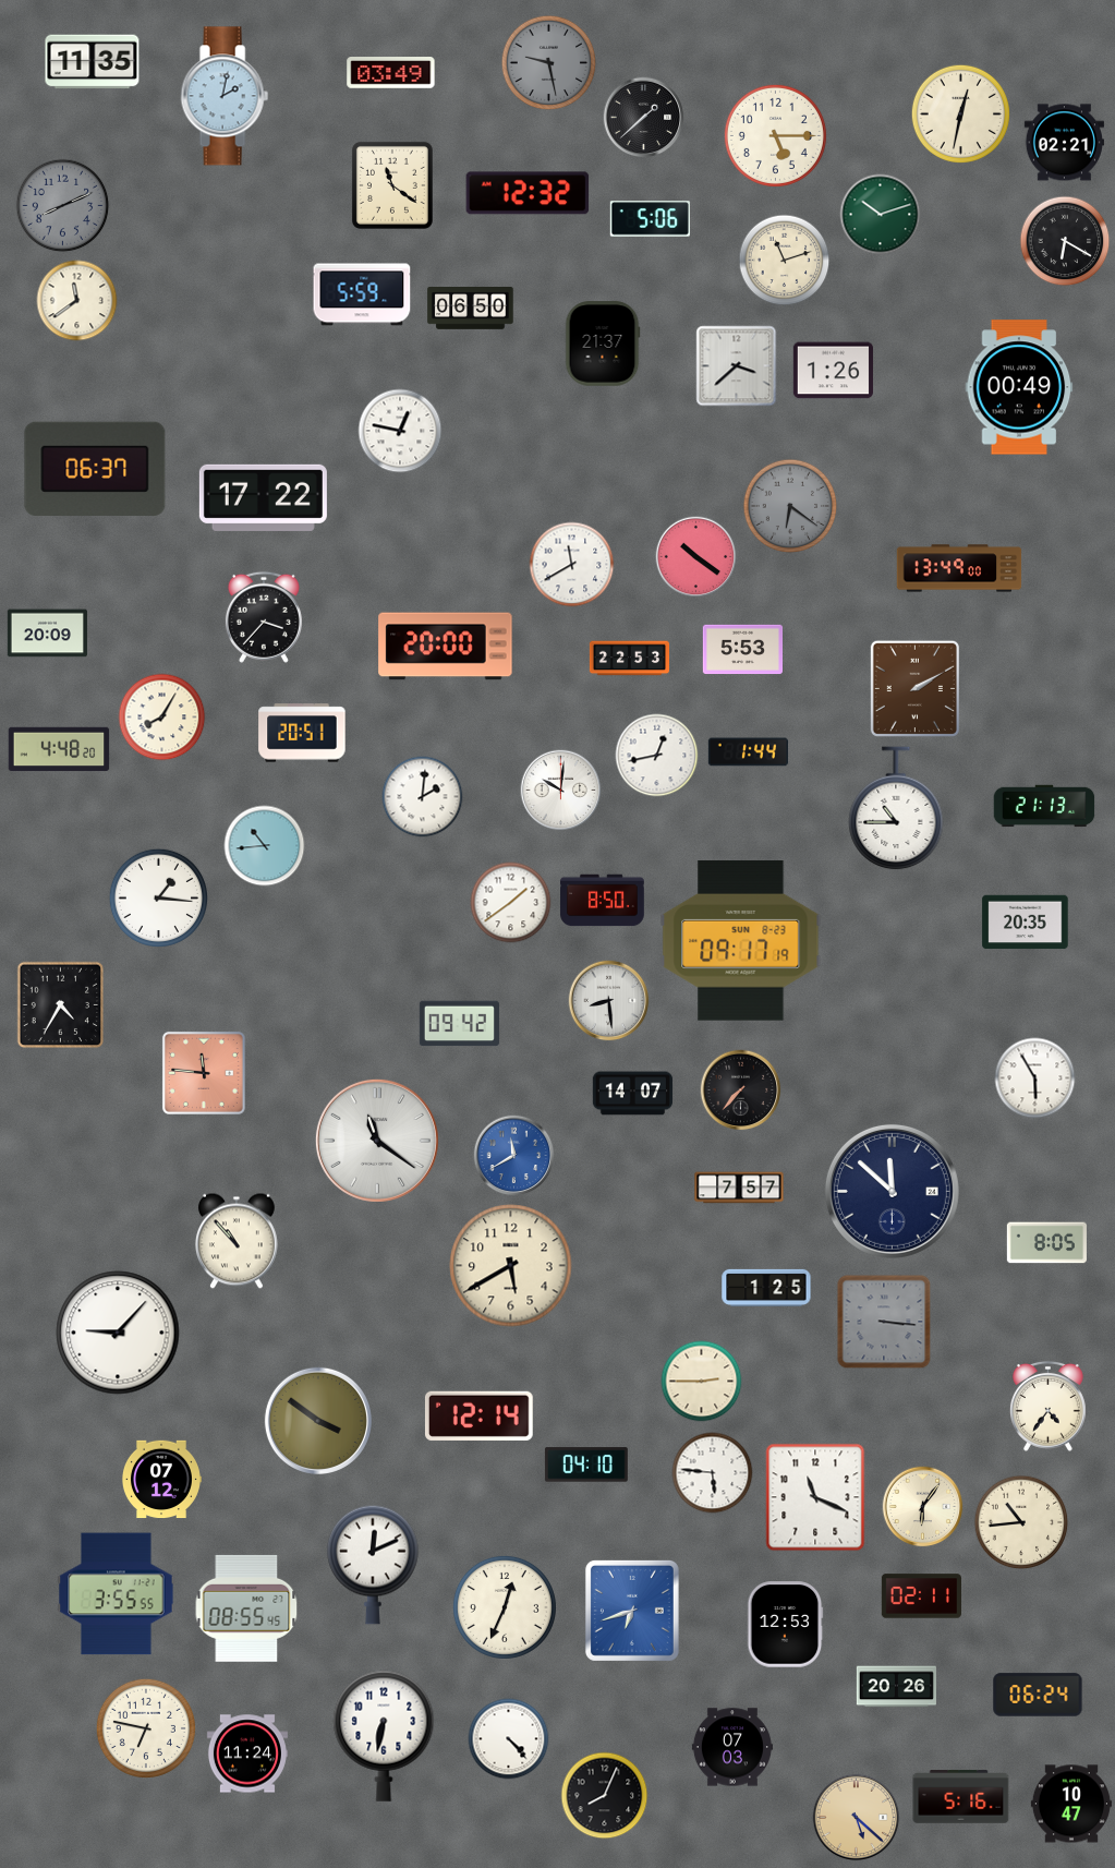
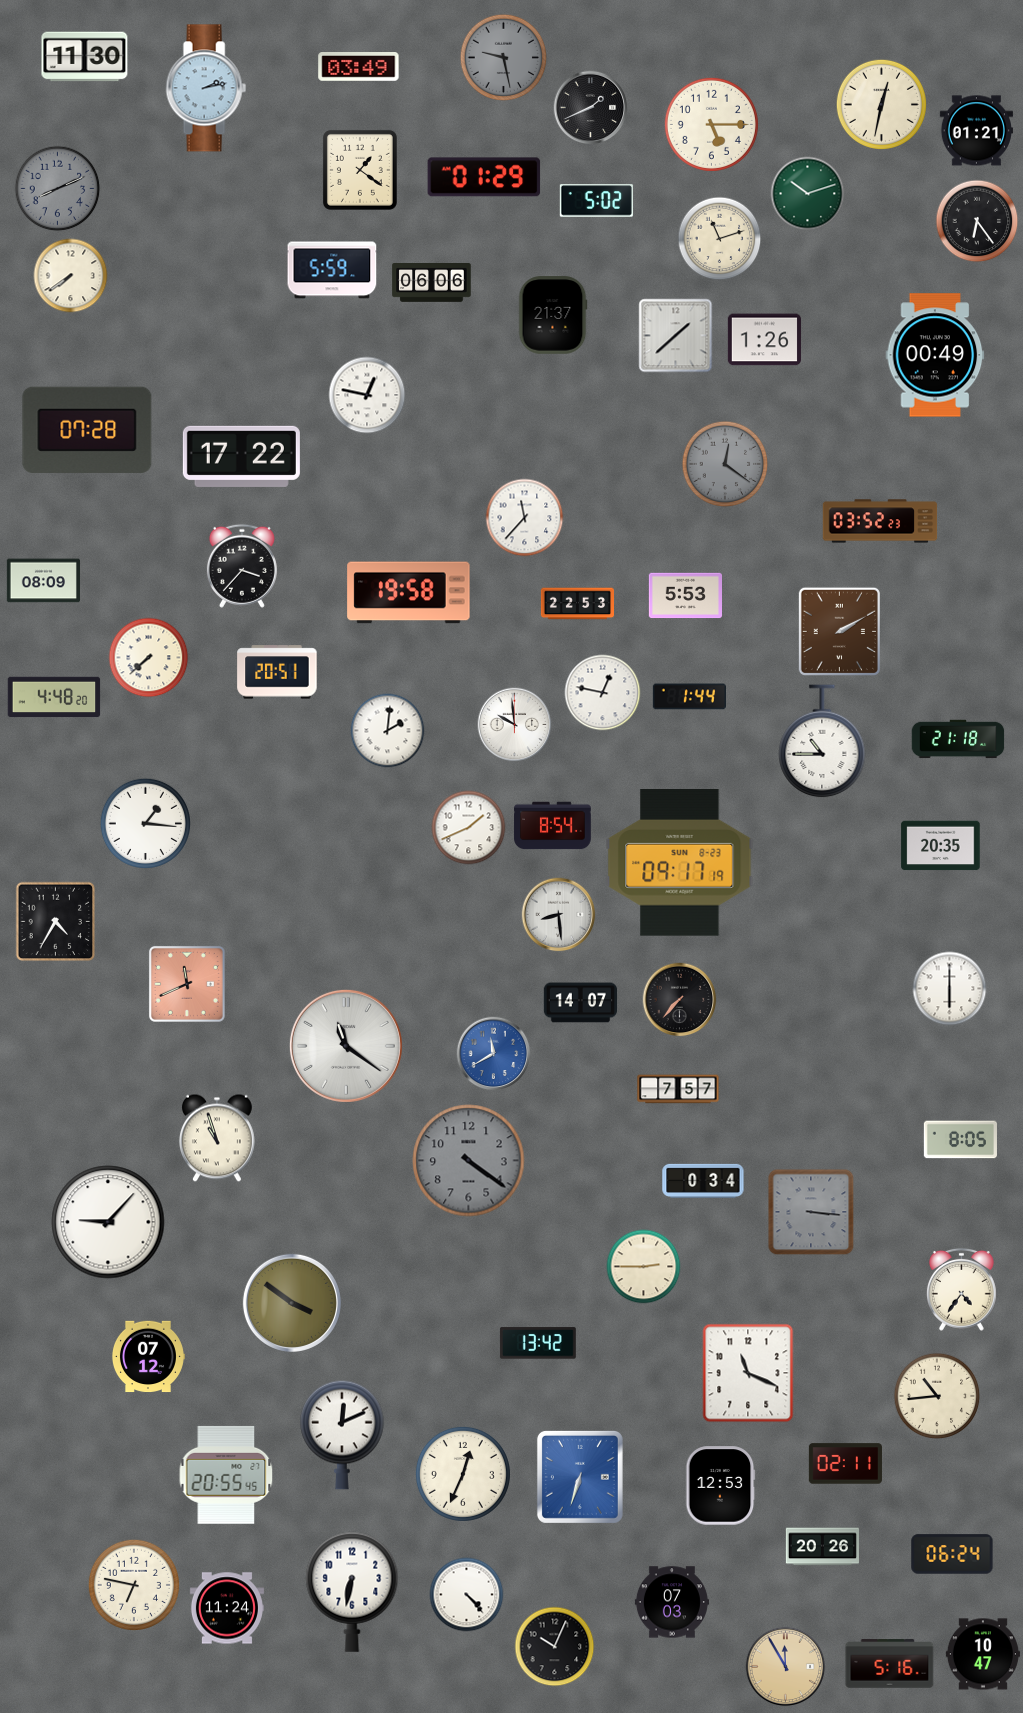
clock at (93, 62): 11:35 -> 11:30
clock at (225, 96): 2:02 -> 2:13
clock at (644, 118): 1:38 -> 1:41
clock at (1064, 143): 02:21 -> 01:21
clock at (392, 185): 11:21 -> 1:21
clock at (528, 193): 12:32 -> 01:29
clock at (881, 215) position: (881, 215) -> (808, 194)
clock at (650, 219): 5:06 -> 5:02
clock at (1065, 241): 6:20 -> 6:24
clock at (77, 301): 11:39 -> 7:39
clock at (471, 309): 06:50 -> 06:06
clock at (737, 366): 3:38 -> 1:38
clock at (95, 469): 06:37 -> 07:28
clock at (790, 506): 6:21 -> 12:21
clock at (696, 557): 10:21 -> none
clock at (572, 565): 11:40 -> 11:37
clock at (959, 568): 13:49 -> 03:52
clock at (47, 634): 20:09 -> 08:09
clock at (446, 647): 20:00 -> 19:58
clock at (742, 650) position: (742, 650) -> (685, 596)
clock at (162, 718): 8:05 -> 7:38
clock at (59, 749) position: (59, 749) -> (54, 697)
clock at (748, 752) position: (748, 752) -> (689, 697)
clock at (657, 756): 12:43 -> 12:47
clock at (561, 791): 10:01 -> 9:59
clock at (1044, 806): 21:13 -> 21:18
clock at (265, 846): 10:44 -> none
clock at (603, 901): 8:50 -> 8:54
clock at (511, 903): 1:39 -> 1:41
clock at (609, 1001) position: (609, 1001) -> (559, 915)
clock at (459, 1024): 09:42 -> none
clock at (204, 1073): 11:46 -> 11:41
clock at (1035, 1078): 5:55 -> 6:00
clock at (514, 1156) position: (514, 1156) -> (494, 1054)
clock at (892, 1191): 11:52 -> none
clock at (237, 1241): 10:53 -> 10:57
clock at (511, 1266): 5:40 -> 4:21
clock at (511, 1266) dial: cream -> grey
clock at (766, 1288): 1:25 -> 0:34
clock at (478, 1415): 12:14 -> none
clock at (586, 1465): 04:10 -> 13:42
clock at (713, 1473): 5:46 -> none
clock at (923, 1507): 6:06 -> none
clock at (117, 1594): 3:55 -> none
clock at (246, 1608): 08:55 -> 20:55
clock at (632, 1611): 6:42 -> 6:33
clock at (786, 1625) position: (786, 1625) -> (721, 1486)
clock at (605, 1796): 8:04 -> 10:04
clock at (961, 1797) position: (961, 1797) -> (890, 1664)
clock at (857, 1818): 5:22 -> 11:55
